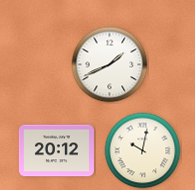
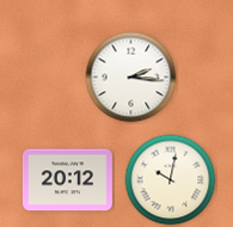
clock at (110, 65): 1:41 -> 2:16
